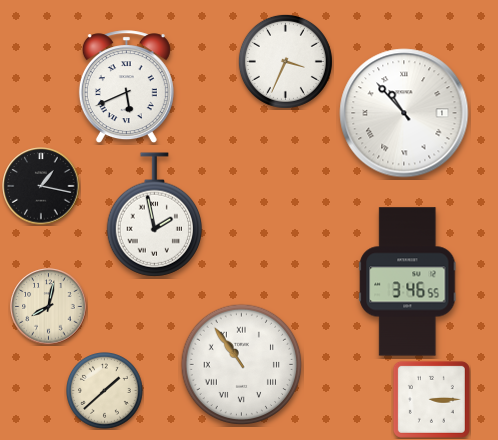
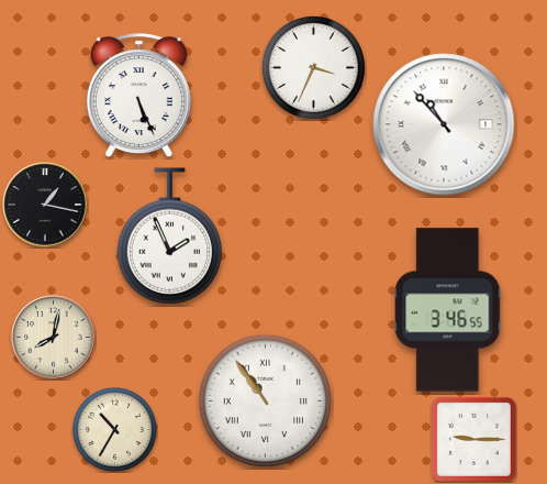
clock at (126, 87): 5:41 -> 5:26
clock at (154, 215): 1:58 -> 1:56
clock at (105, 391): 1:38 -> 10:35
clock at (431, 399): 3:15 -> 9:15
